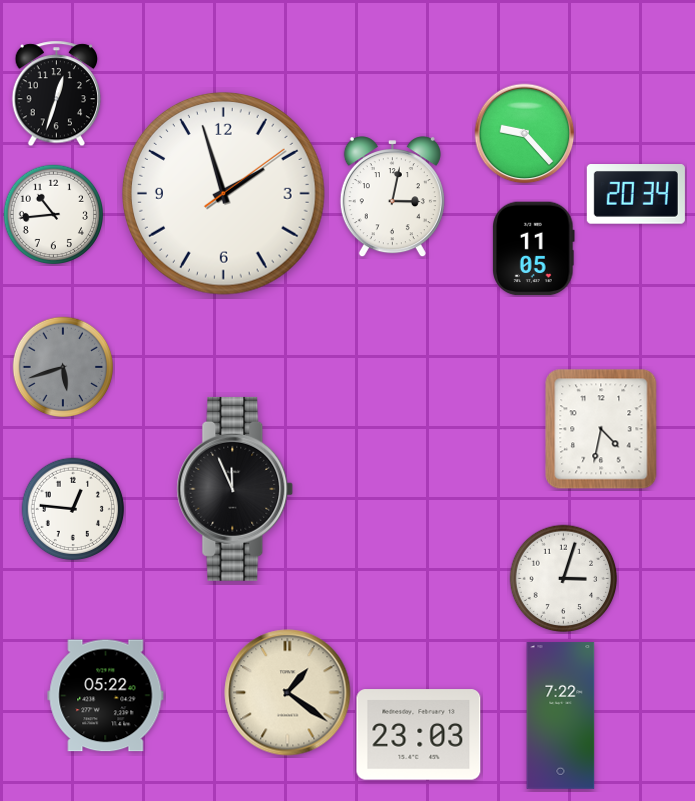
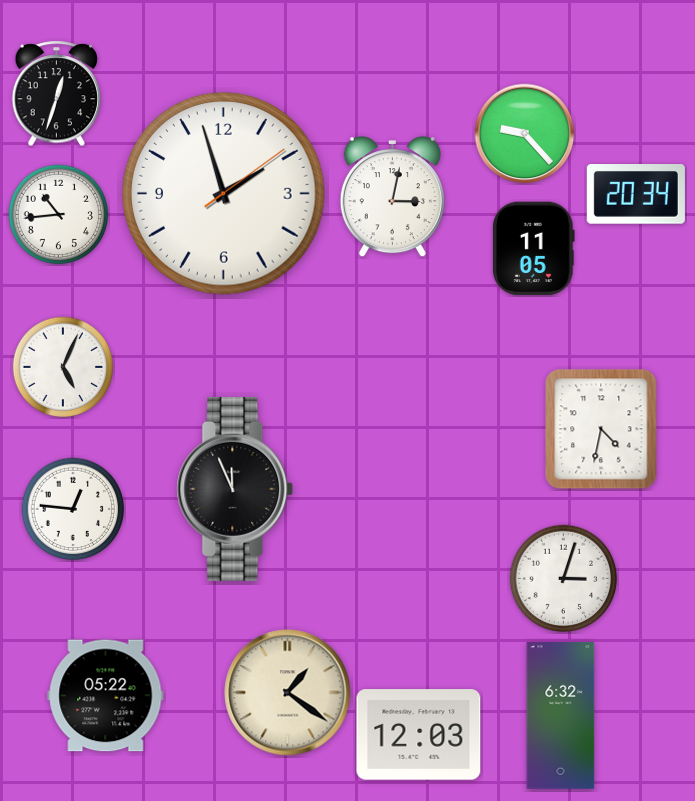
clock at (53, 214) position: (53, 214) -> (58, 214)
clock at (63, 367): 5:42 -> 5:04
clock at (63, 367) dial: grey -> white
clock at (561, 716): 7:22 -> 6:32
clock at (419, 735): 23:03 -> 12:03
